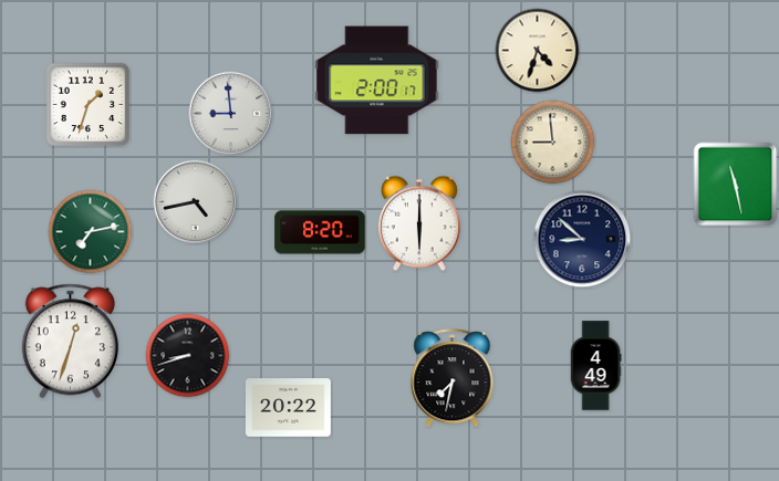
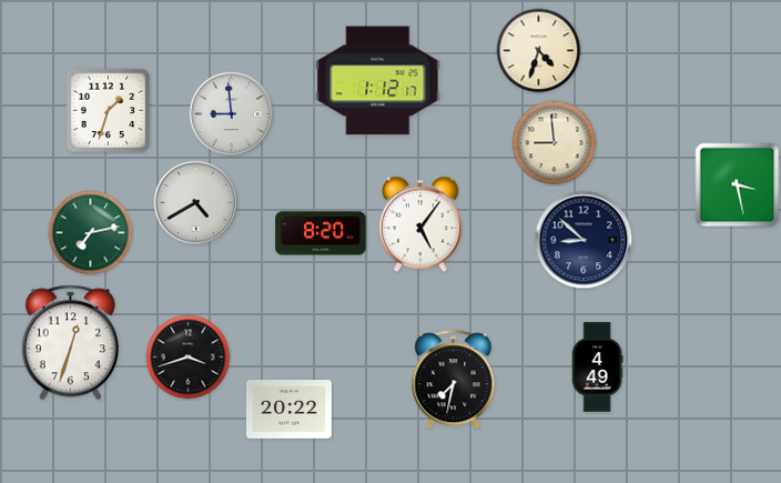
clock at (377, 81): 2:00 -> 1:12
clock at (89, 105) position: (89, 105) -> (109, 111)
clock at (736, 185): 11:28 -> 3:28
clock at (196, 202): 4:43 -> 4:40
clock at (420, 223): 6:00 -> 5:06
clock at (188, 356): 8:42 -> 3:42
